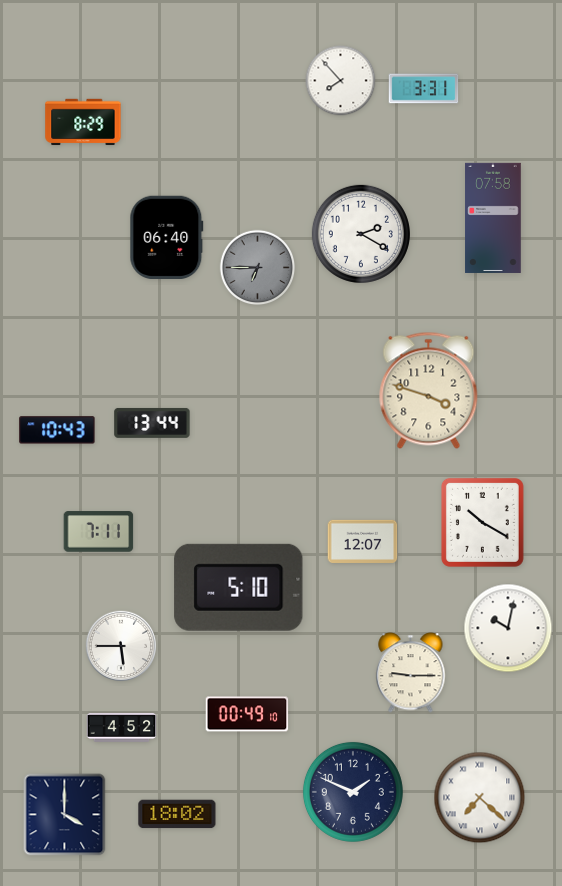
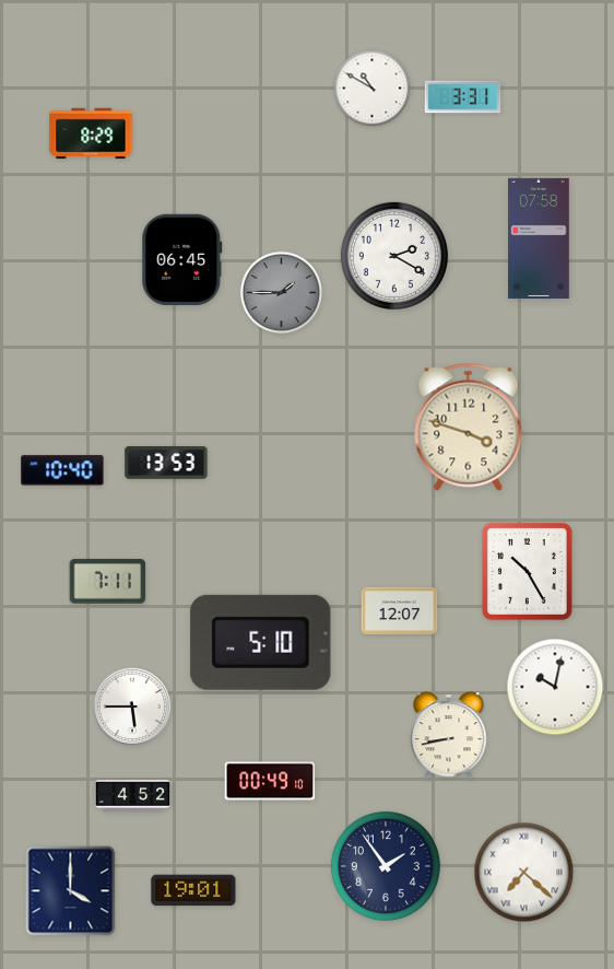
clock at (341, 81): 7:53 -> 10:50
clock at (167, 237): 06:40 -> 06:45
clock at (258, 268): 6:45 -> 1:45
clock at (152, 423): 13:44 -> 13:53
clock at (57, 430): 10:43 -> 10:40
clock at (482, 522): 10:20 -> 10:25
clock at (363, 541) position: (363, 541) -> (400, 610)
clock at (411, 673): 9:15 -> 8:43
clock at (353, 792): 1:49 -> 1:54
clock at (177, 814): 18:02 -> 19:01
